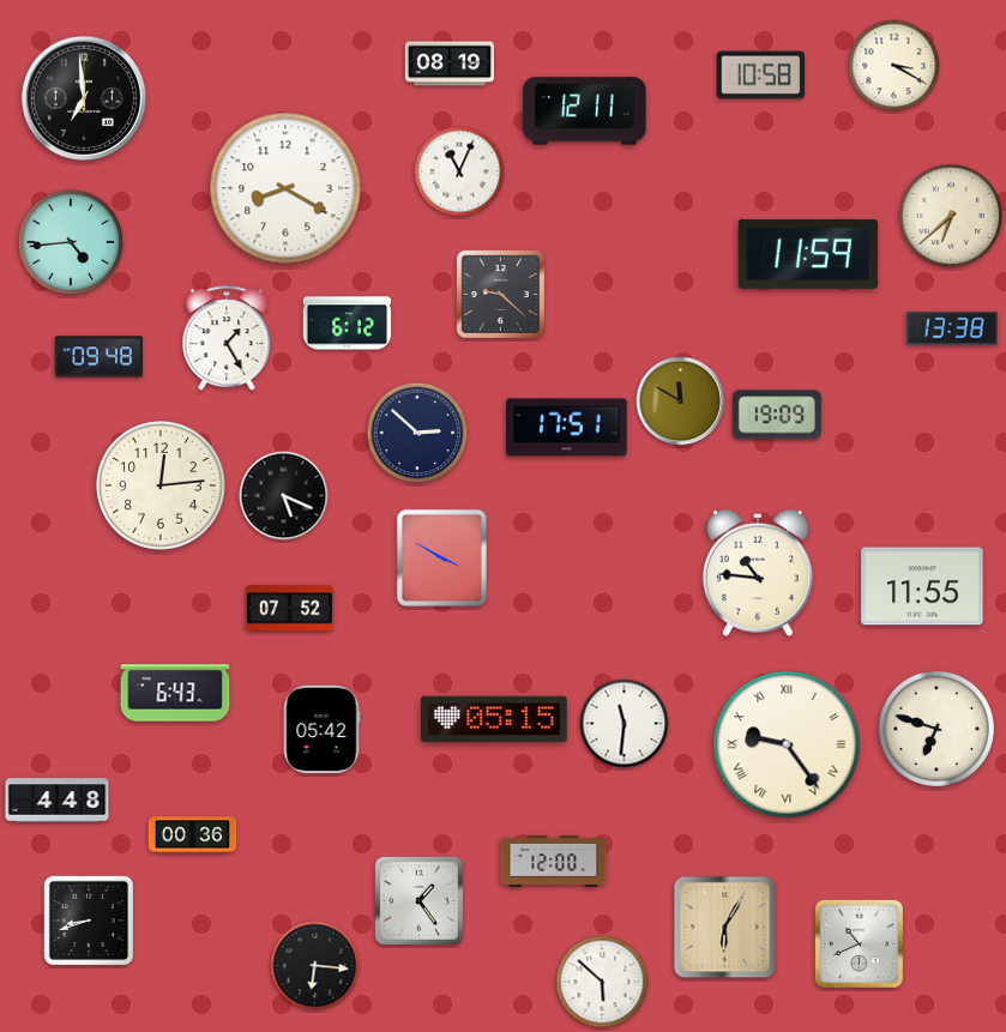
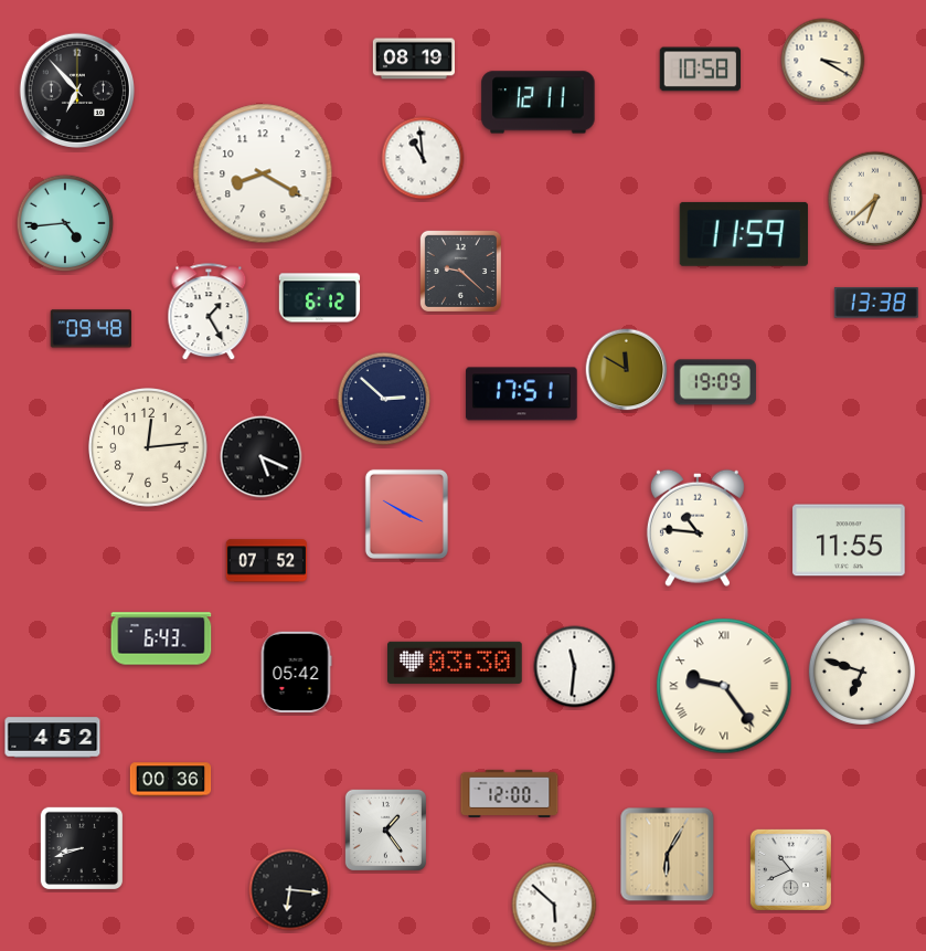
clock at (84, 98): 6:59 -> 6:53
clock at (459, 171): 11:04 -> 10:59
clock at (495, 719): 05:15 -> 03:30
clock at (58, 801): 4:48 -> 4:52
clock at (193, 835) position: (193, 835) -> (171, 780)
